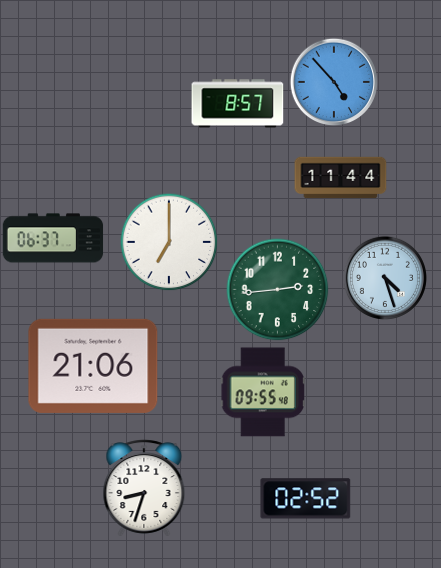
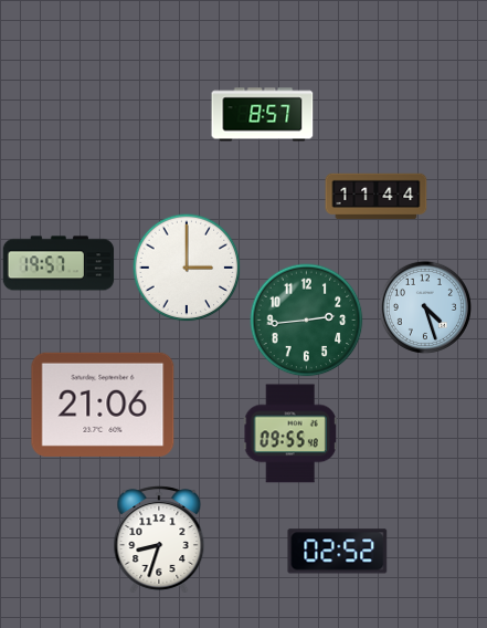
clock at (334, 82): 4:53 -> none
clock at (53, 238): 06:37 -> 19:57
clock at (169, 242): 7:00 -> 3:00
